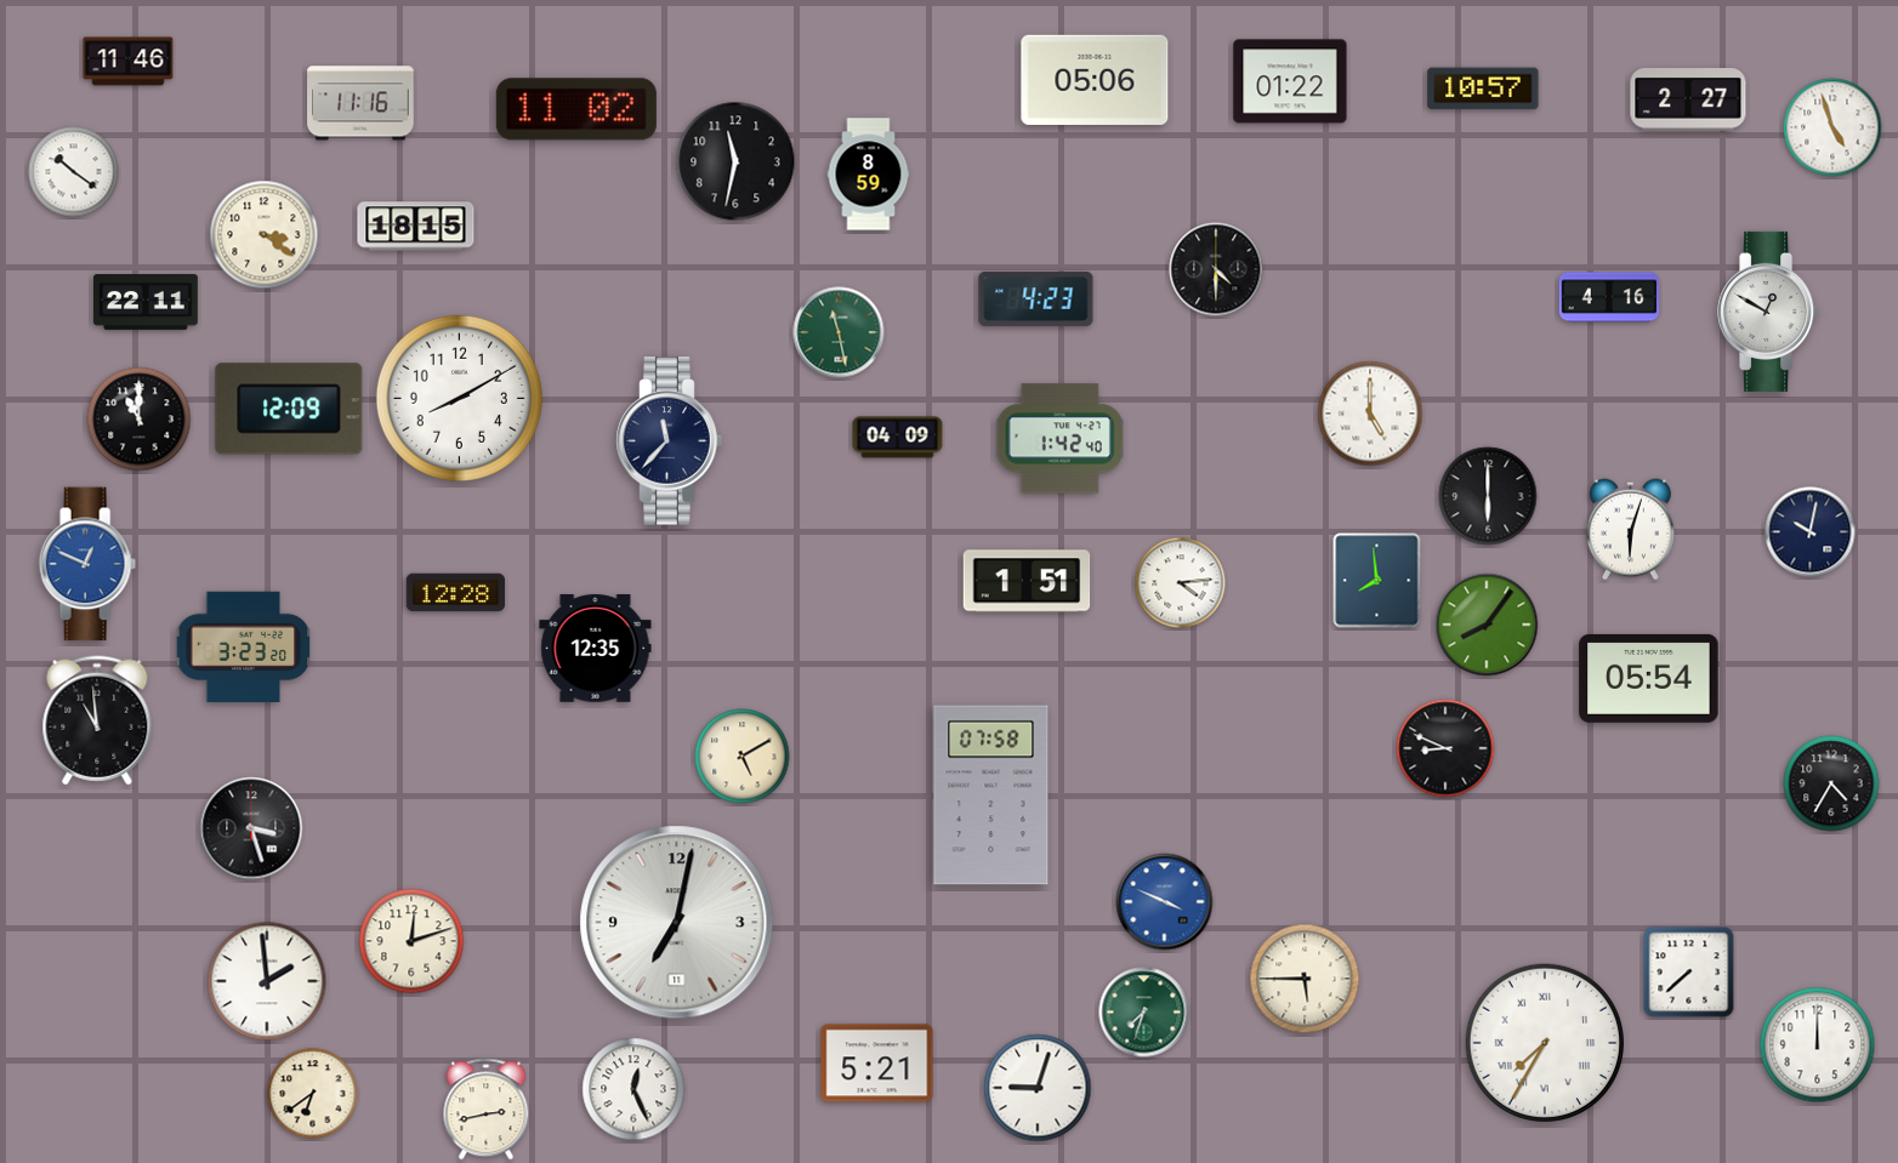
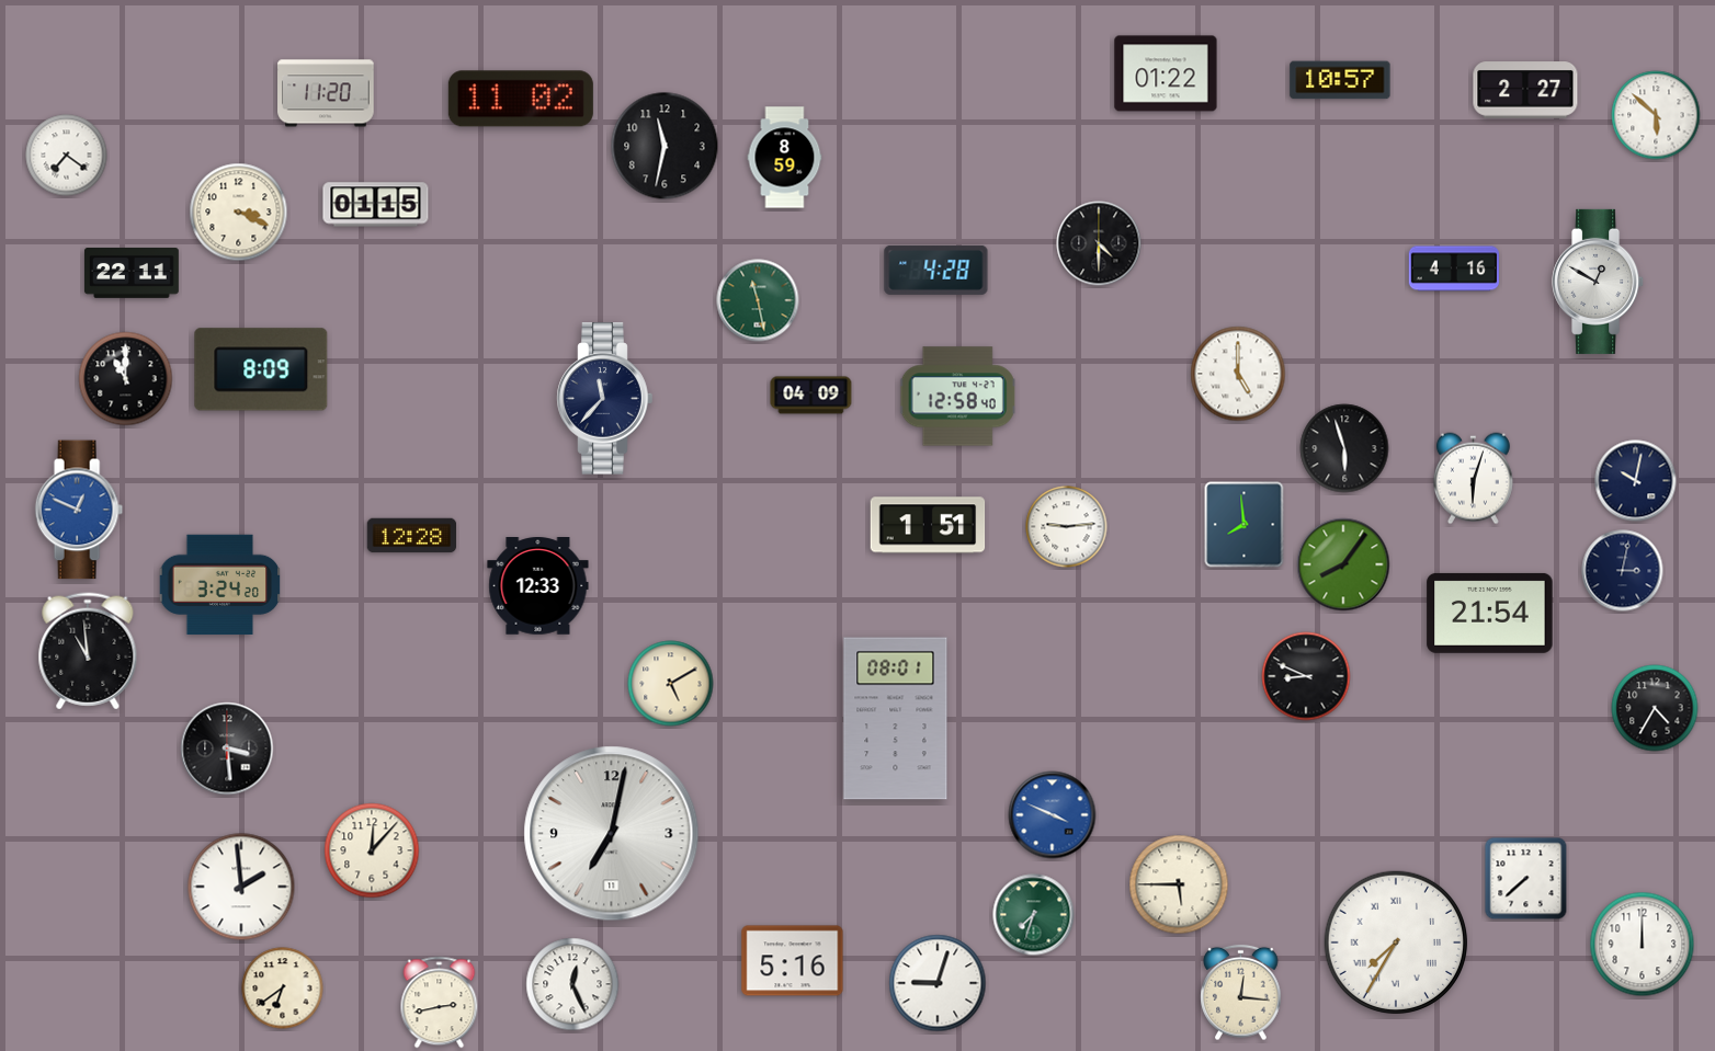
clock at (129, 62): 11:46 -> none
clock at (1095, 80): 05:06 -> none
clock at (360, 103): 11:16 -> 11:20
clock at (1832, 127): 4:57 -> 5:52
clock at (74, 172): 10:21 -> 7:21
clock at (416, 227): 18:15 -> 01:15
clock at (265, 235): 3:21 -> 3:19
clock at (1036, 298): 4:23 -> 4:28
clock at (459, 398): 8:10 -> none
clock at (289, 409): 12:09 -> 8:09
clock at (1061, 439): 1:42 -> 12:58
clock at (1488, 496): 6:00 -> 5:57
clock at (1181, 583): 4:14 -> 9:14
clock at (1623, 571): none -> 3:02
clock at (244, 646): 3:23 -> 3:24
clock at (596, 649): 12:35 -> 12:33
clock at (1649, 678): 05:54 -> 21:54
clock at (991, 796): 07:58 -> 08:01
clock at (251, 828): 3:27 -> 3:29
clock at (411, 941): 12:12 -> 12:07
clock at (877, 1064): 5:21 -> 5:16
clock at (1241, 993): none -> 12:16
